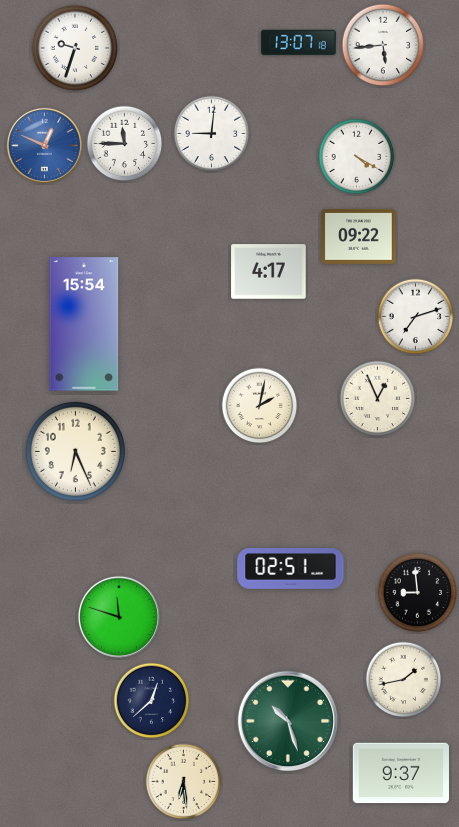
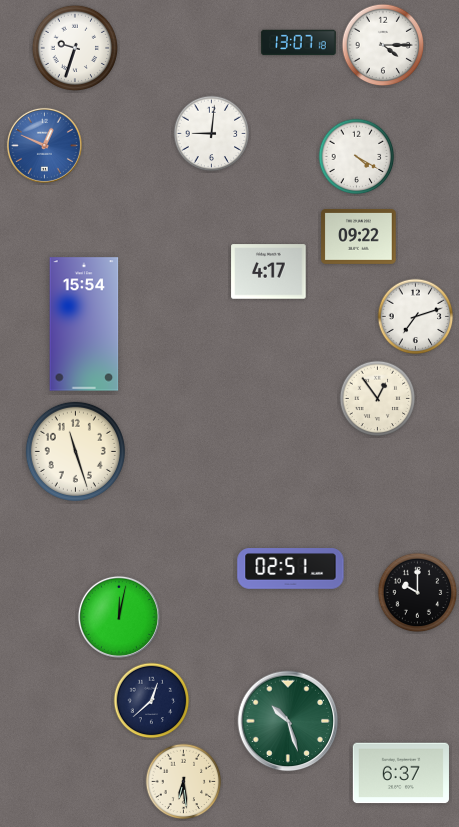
clock at (383, 45): 5:44 -> 4:15
clock at (125, 144): 11:45 -> none
clock at (378, 399): 12:56 -> 12:54
clock at (260, 406): 2:02 -> none
clock at (75, 451): 6:26 -> 11:27
clock at (418, 593): 8:59 -> 10:00
clock at (119, 617): 11:48 -> 12:02
clock at (404, 680): 1:43 -> none
clock at (401, 773): 9:37 -> 6:37
